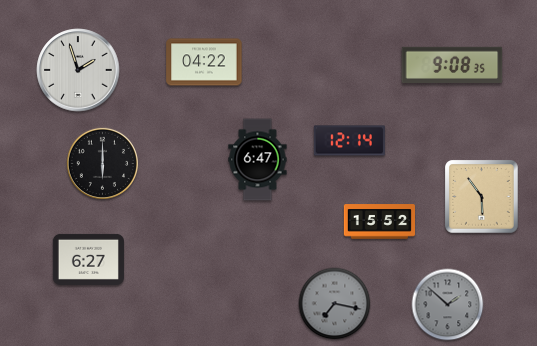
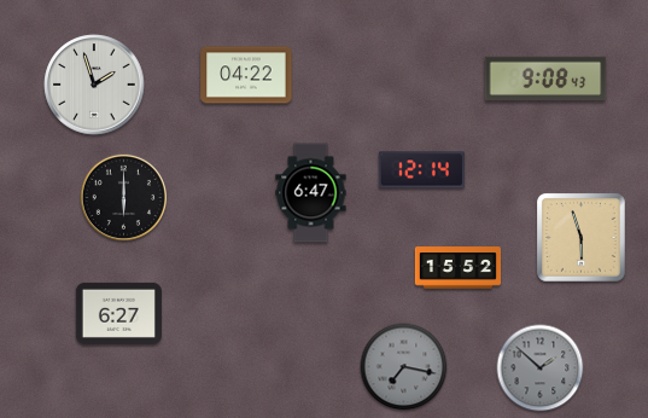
clock at (452, 64): 9:08:35 -> 9:08:43
clock at (482, 197): 5:54 -> 5:57
clock at (88, 259) position: (88, 259) -> (118, 313)
